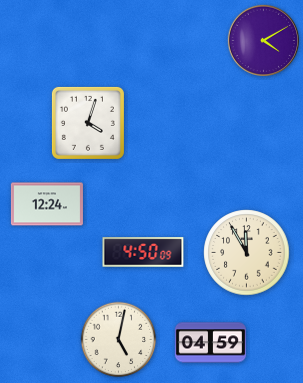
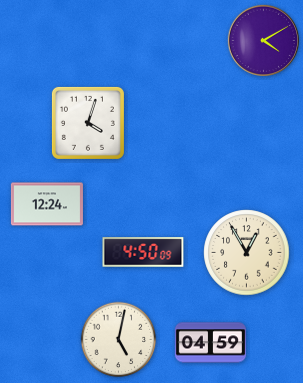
clock at (247, 253): 11:55 -> 12:55
